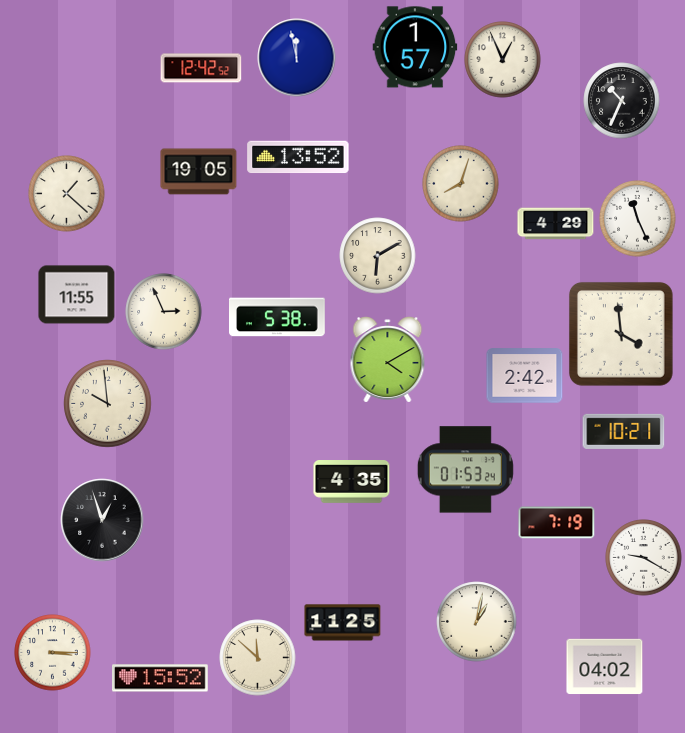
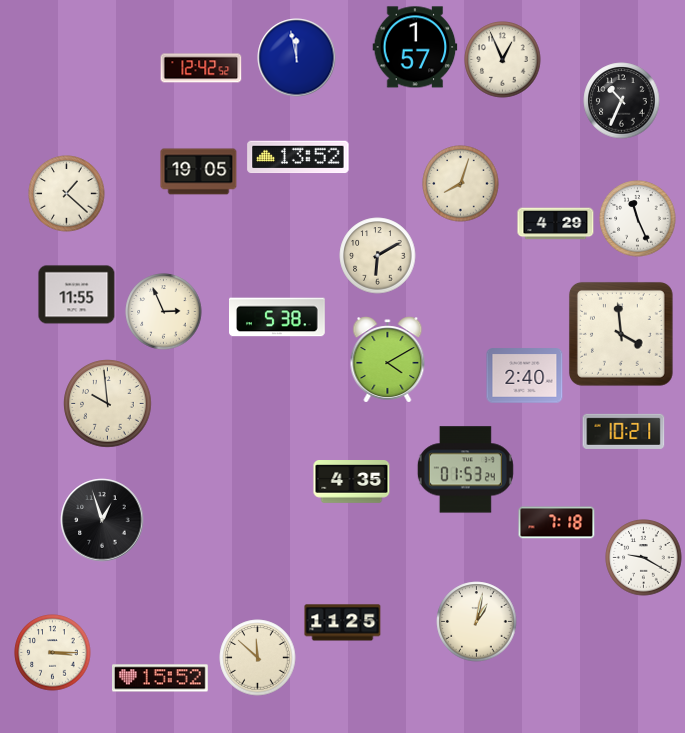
clock at (525, 376): 2:42 -> 2:40
clock at (557, 523): 7:19 -> 7:18
clock at (605, 667): 04:02 -> none
